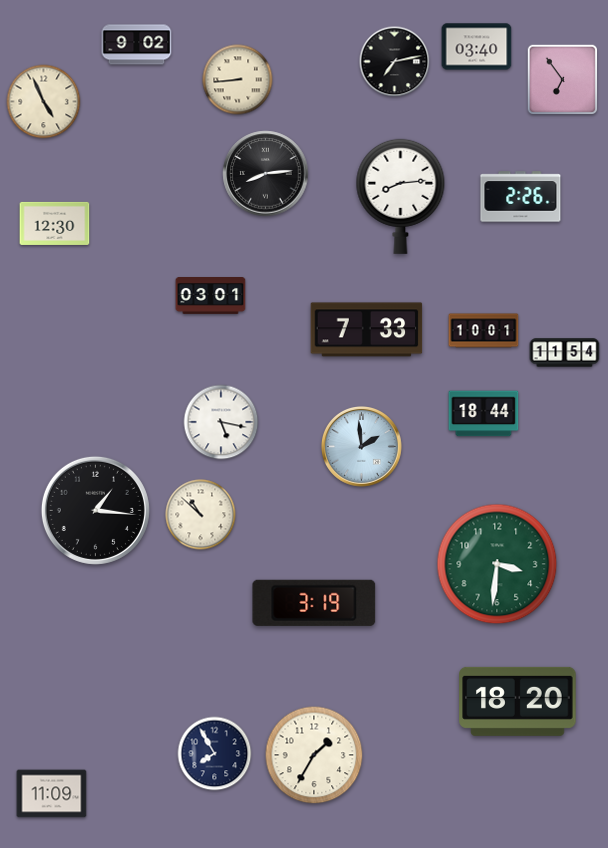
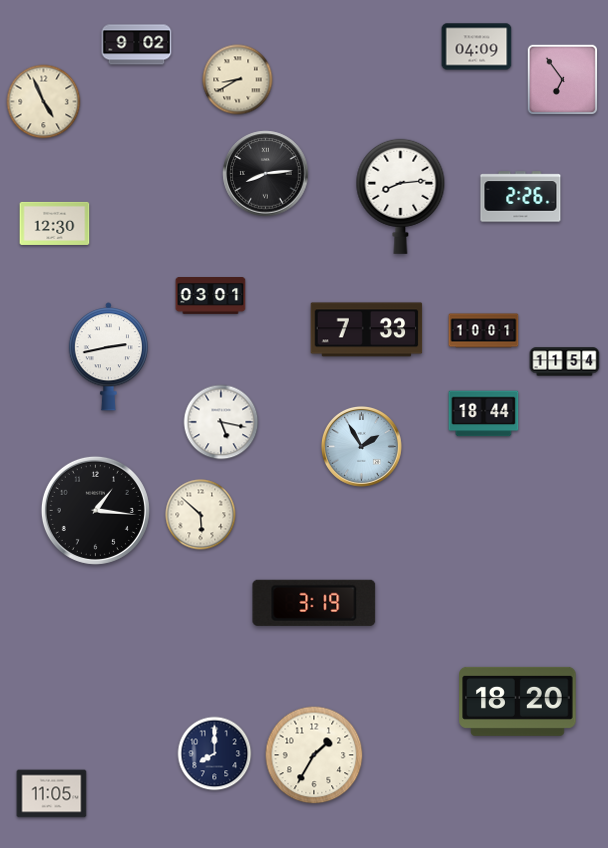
clock at (477, 47): 03:40 -> 04:09
clock at (395, 62): 7:13 -> none
clock at (238, 80): 8:44 -> 8:40
clock at (565, 353) position: (565, 353) -> (565, 362)
clock at (108, 357): none -> 2:43
clock at (362, 447): 1:59 -> 1:55
clock at (201, 515): 10:52 -> 5:52
clock at (497, 564): 3:31 -> none
clock at (215, 754): 7:55 -> 8:00
clock at (52, 794): 11:09 -> 11:05
